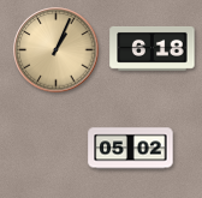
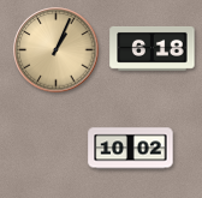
clock at (131, 149): 05:02 -> 10:02
